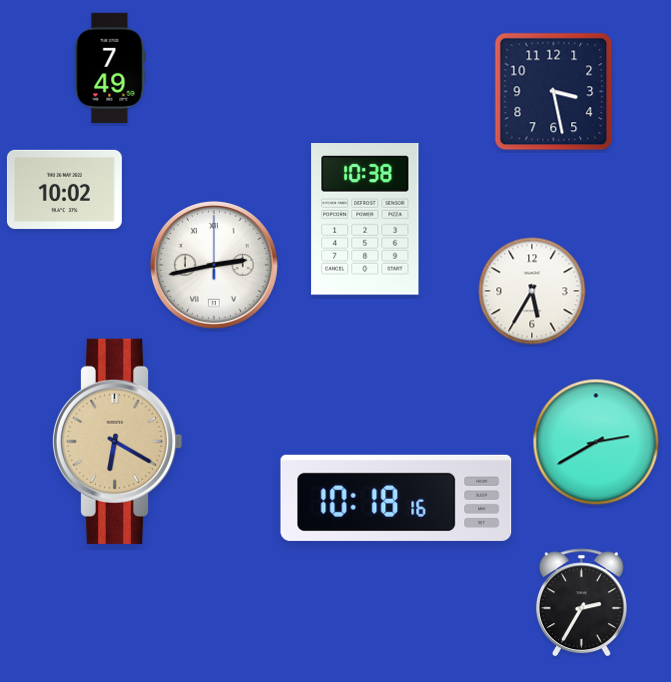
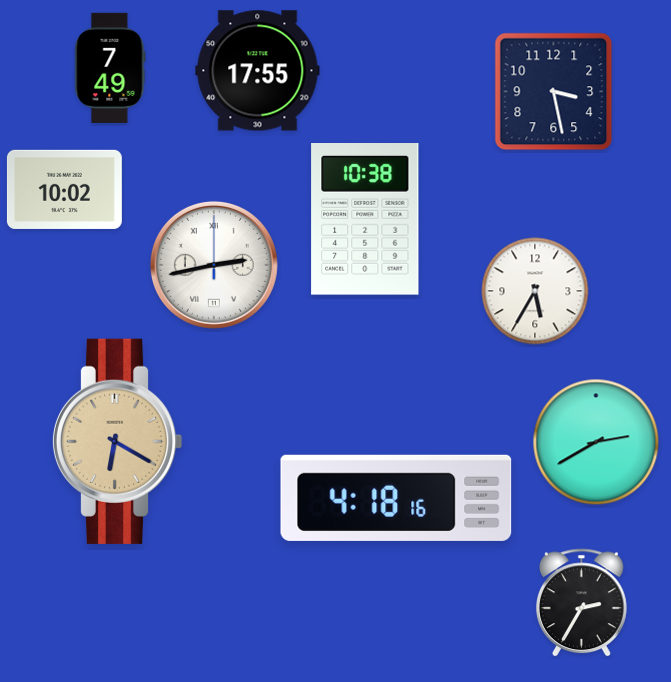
clock at (258, 71): none -> 17:55
clock at (532, 291) position: (532, 291) -> (535, 291)
clock at (396, 498): 10:18 -> 4:18
